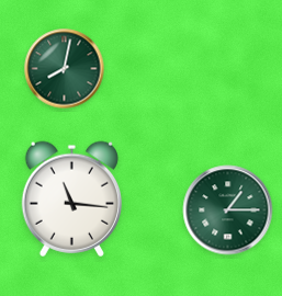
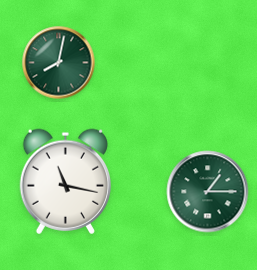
clock at (71, 198): 11:16 -> 11:17
